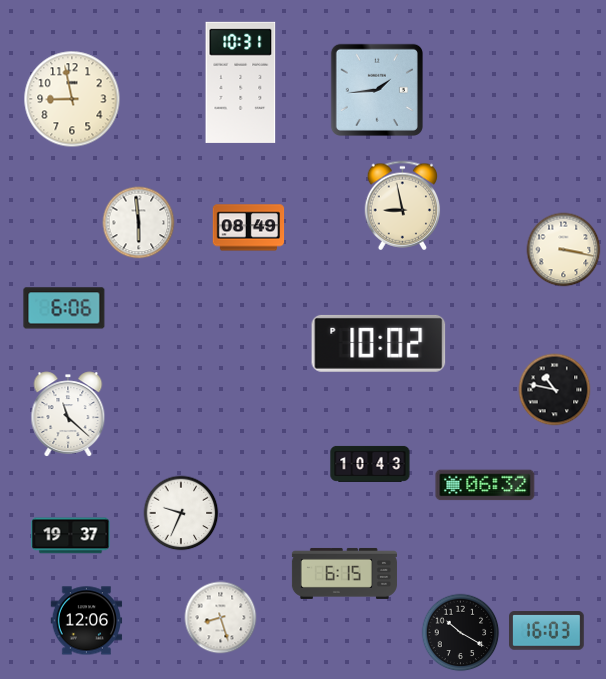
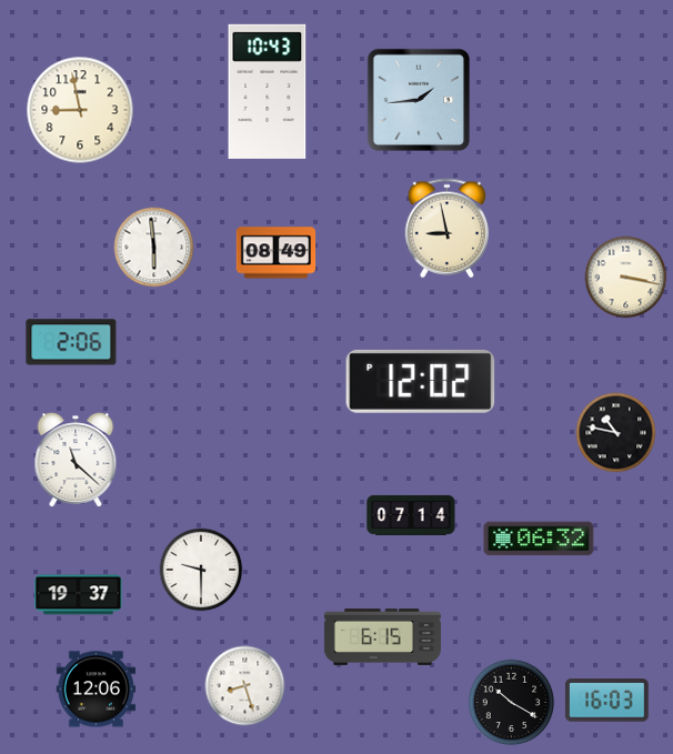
clock at (241, 82): 10:31 -> 10:43
clock at (64, 308): 6:06 -> 2:06
clock at (379, 343): 10:02 -> 12:02
clock at (370, 464): 10:43 -> 07:14
clock at (181, 513): 9:34 -> 9:30
